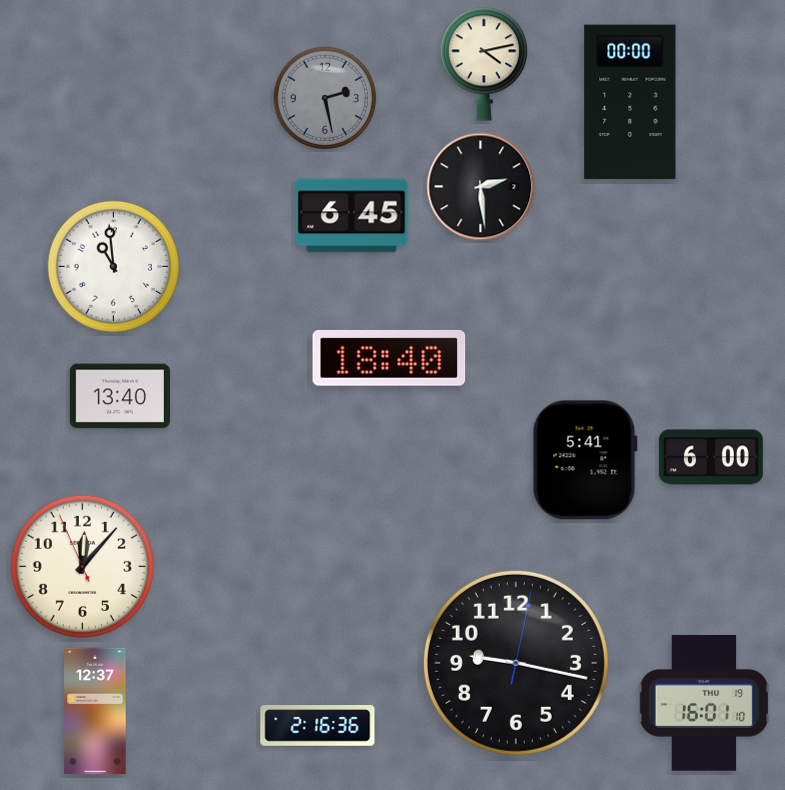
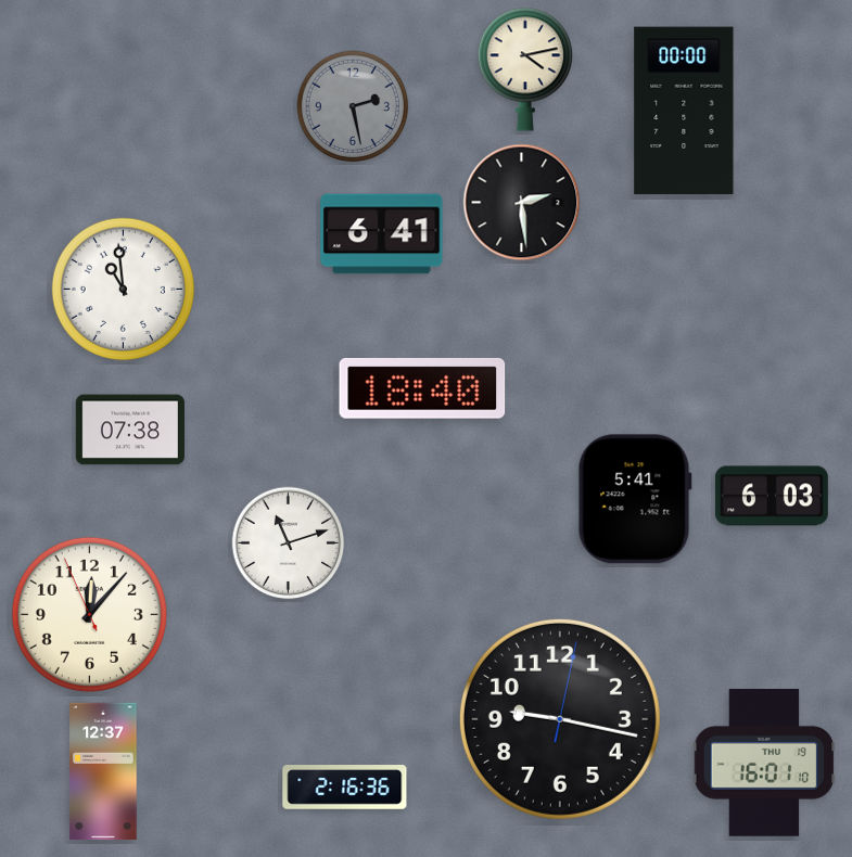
clock at (352, 216): 6:45 -> 6:41
clock at (120, 396): 13:40 -> 07:38
clock at (711, 457): 6:00 -> 6:03
clock at (289, 543): none -> 11:12
